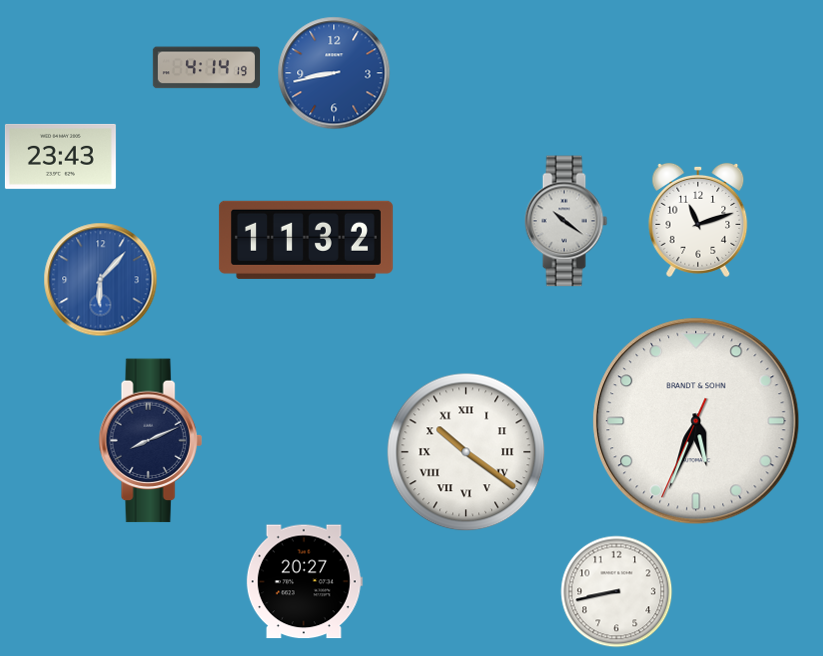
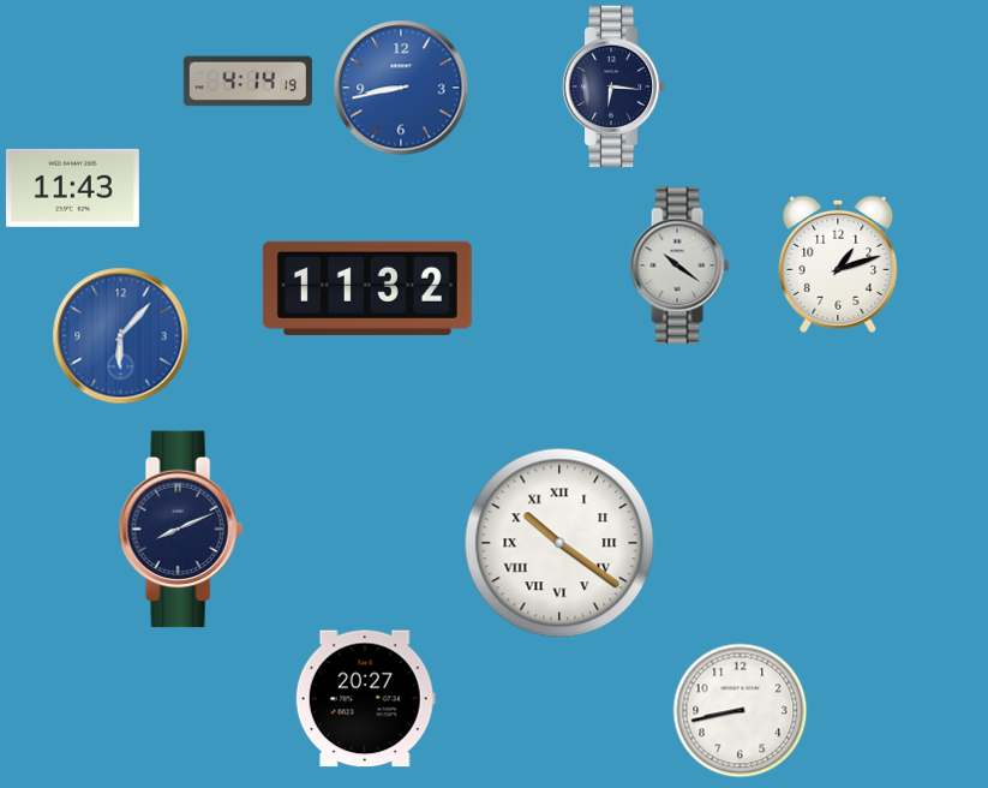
clock at (613, 86): none -> 6:16
clock at (60, 156): 23:43 -> 11:43
clock at (698, 220): 11:12 -> 1:12
clock at (696, 421): 5:33 -> none
